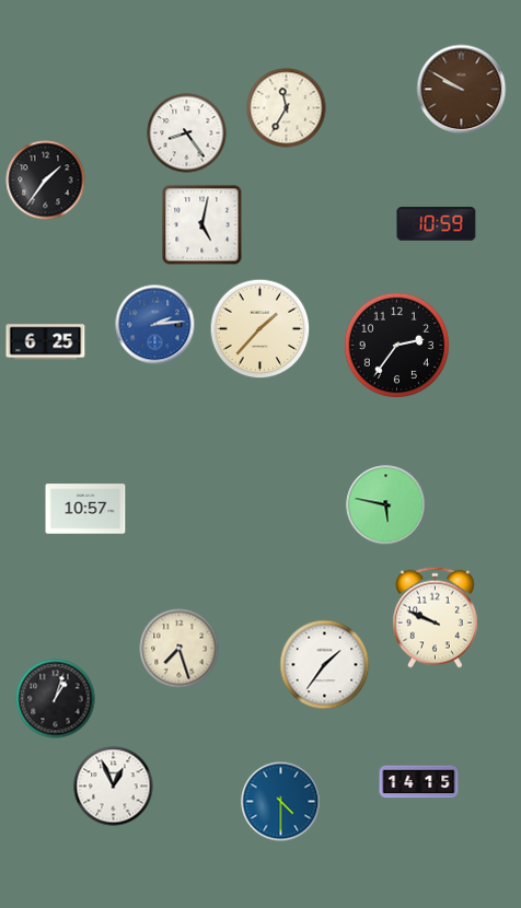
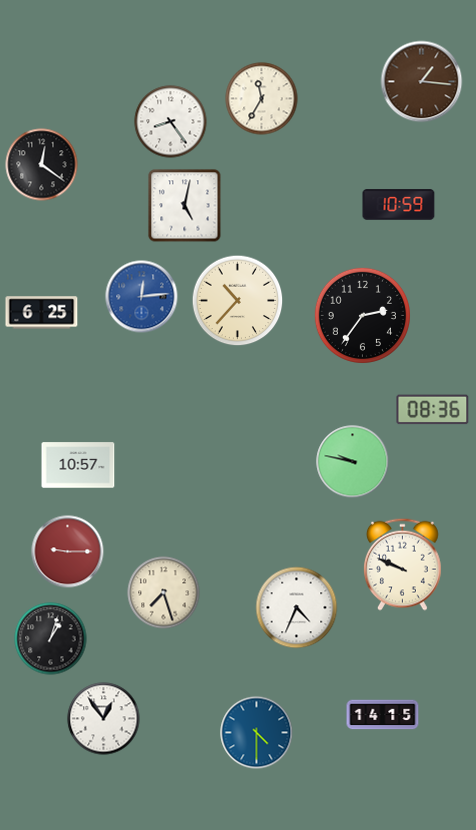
clock at (462, 90): 9:50 -> 1:16
clock at (46, 181): 1:36 -> 12:21
clock at (155, 325): 2:14 -> 12:14
clock at (260, 329): 1:37 -> 10:37
clock at (433, 410): none -> 08:36
clock at (386, 505): 5:47 -> 9:47
clock at (68, 552): none -> 9:15
clock at (436, 617) position: (436, 617) -> (403, 564)
clock at (325, 665): 1:36 -> 4:34
clock at (114, 787): 12:56 -> 12:54
